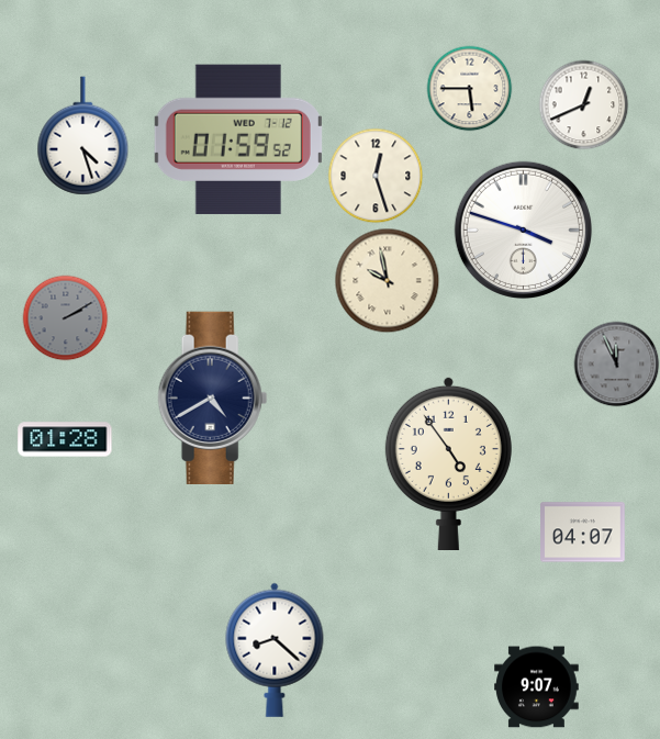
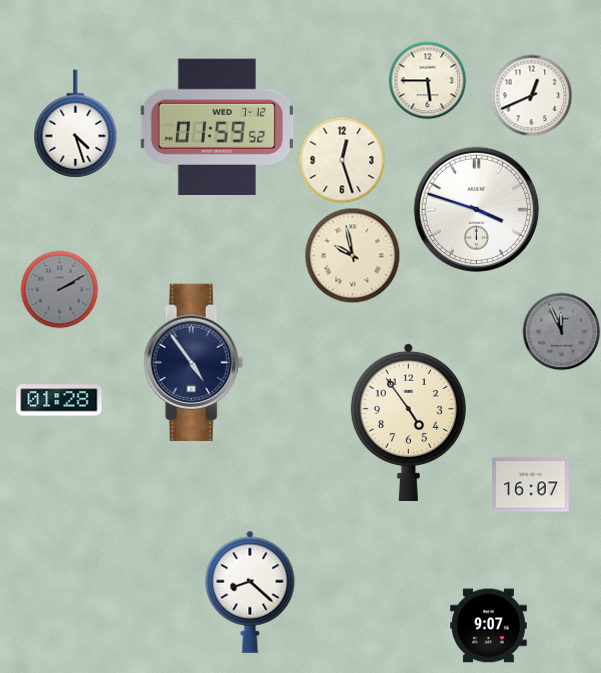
clock at (213, 398): 4:40 -> 4:54
clock at (583, 533): 04:07 -> 16:07
